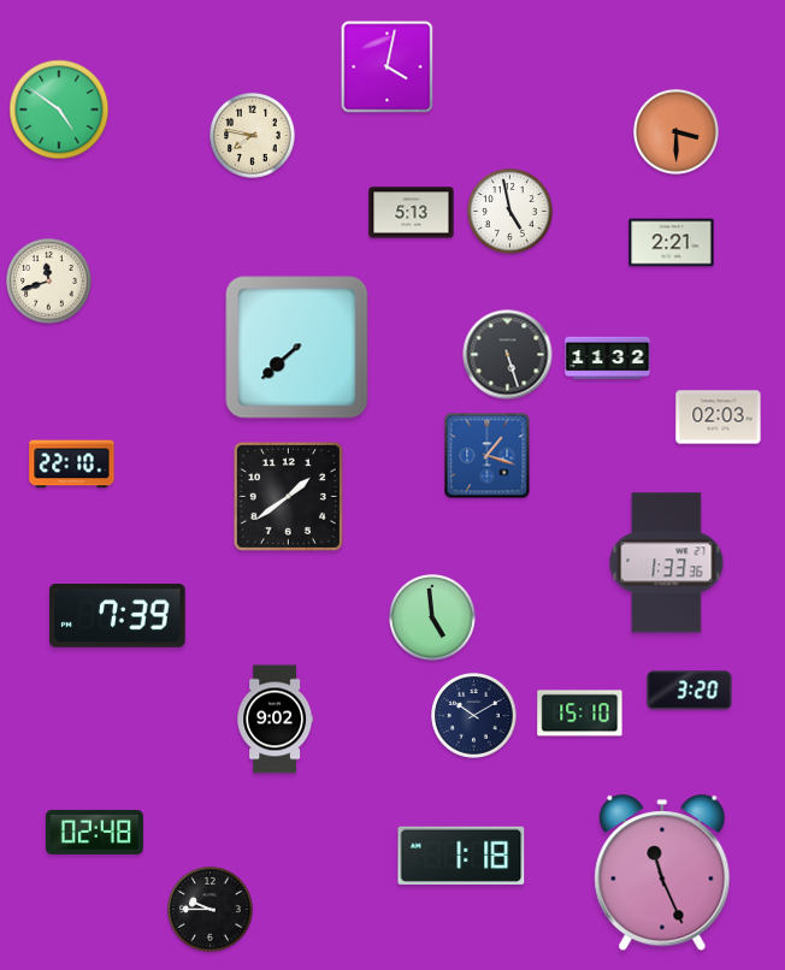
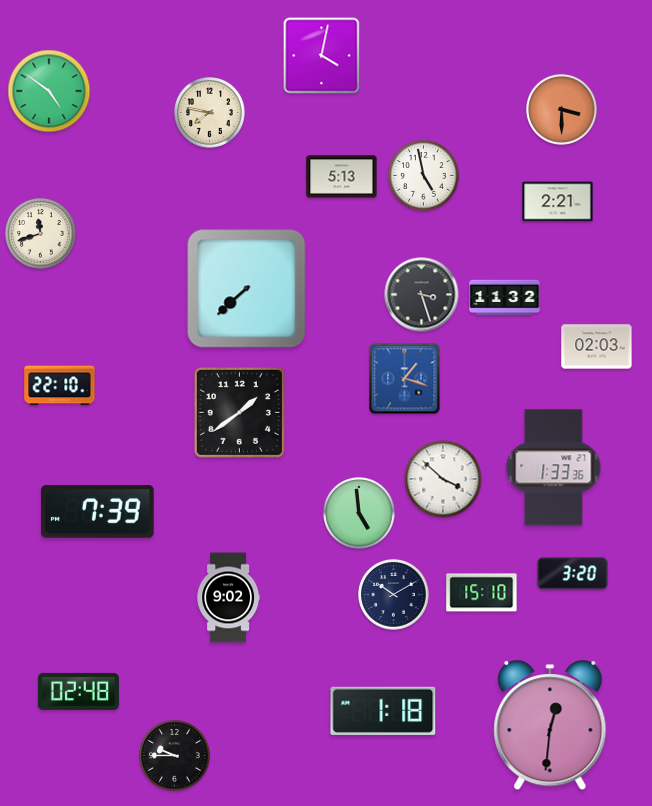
clock at (508, 355): 5:27 -> 3:27
clock at (443, 479): none -> 3:52
clock at (662, 874): 11:26 -> 12:31
